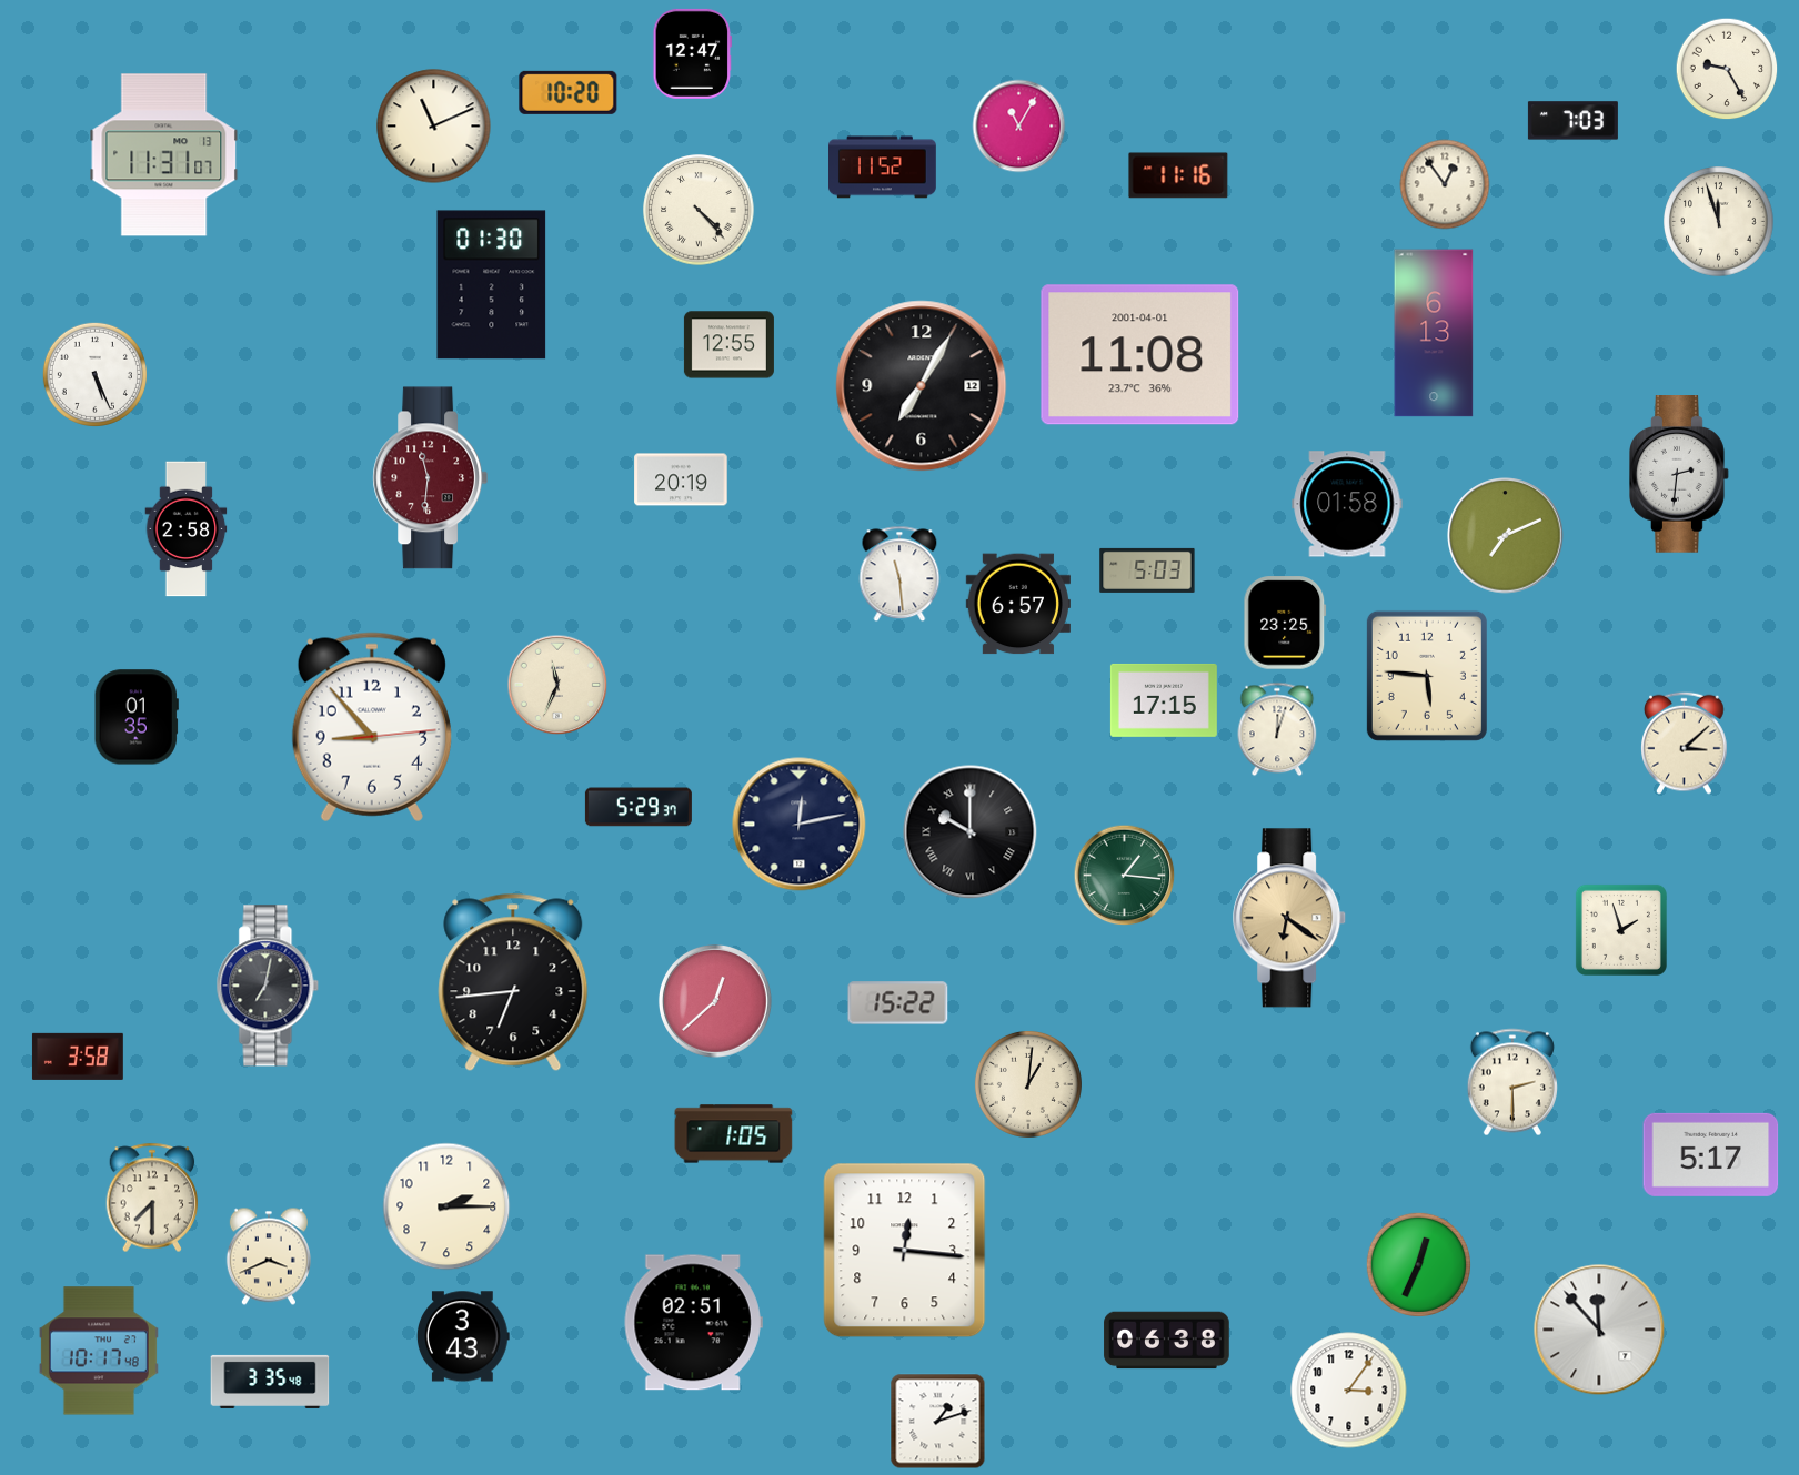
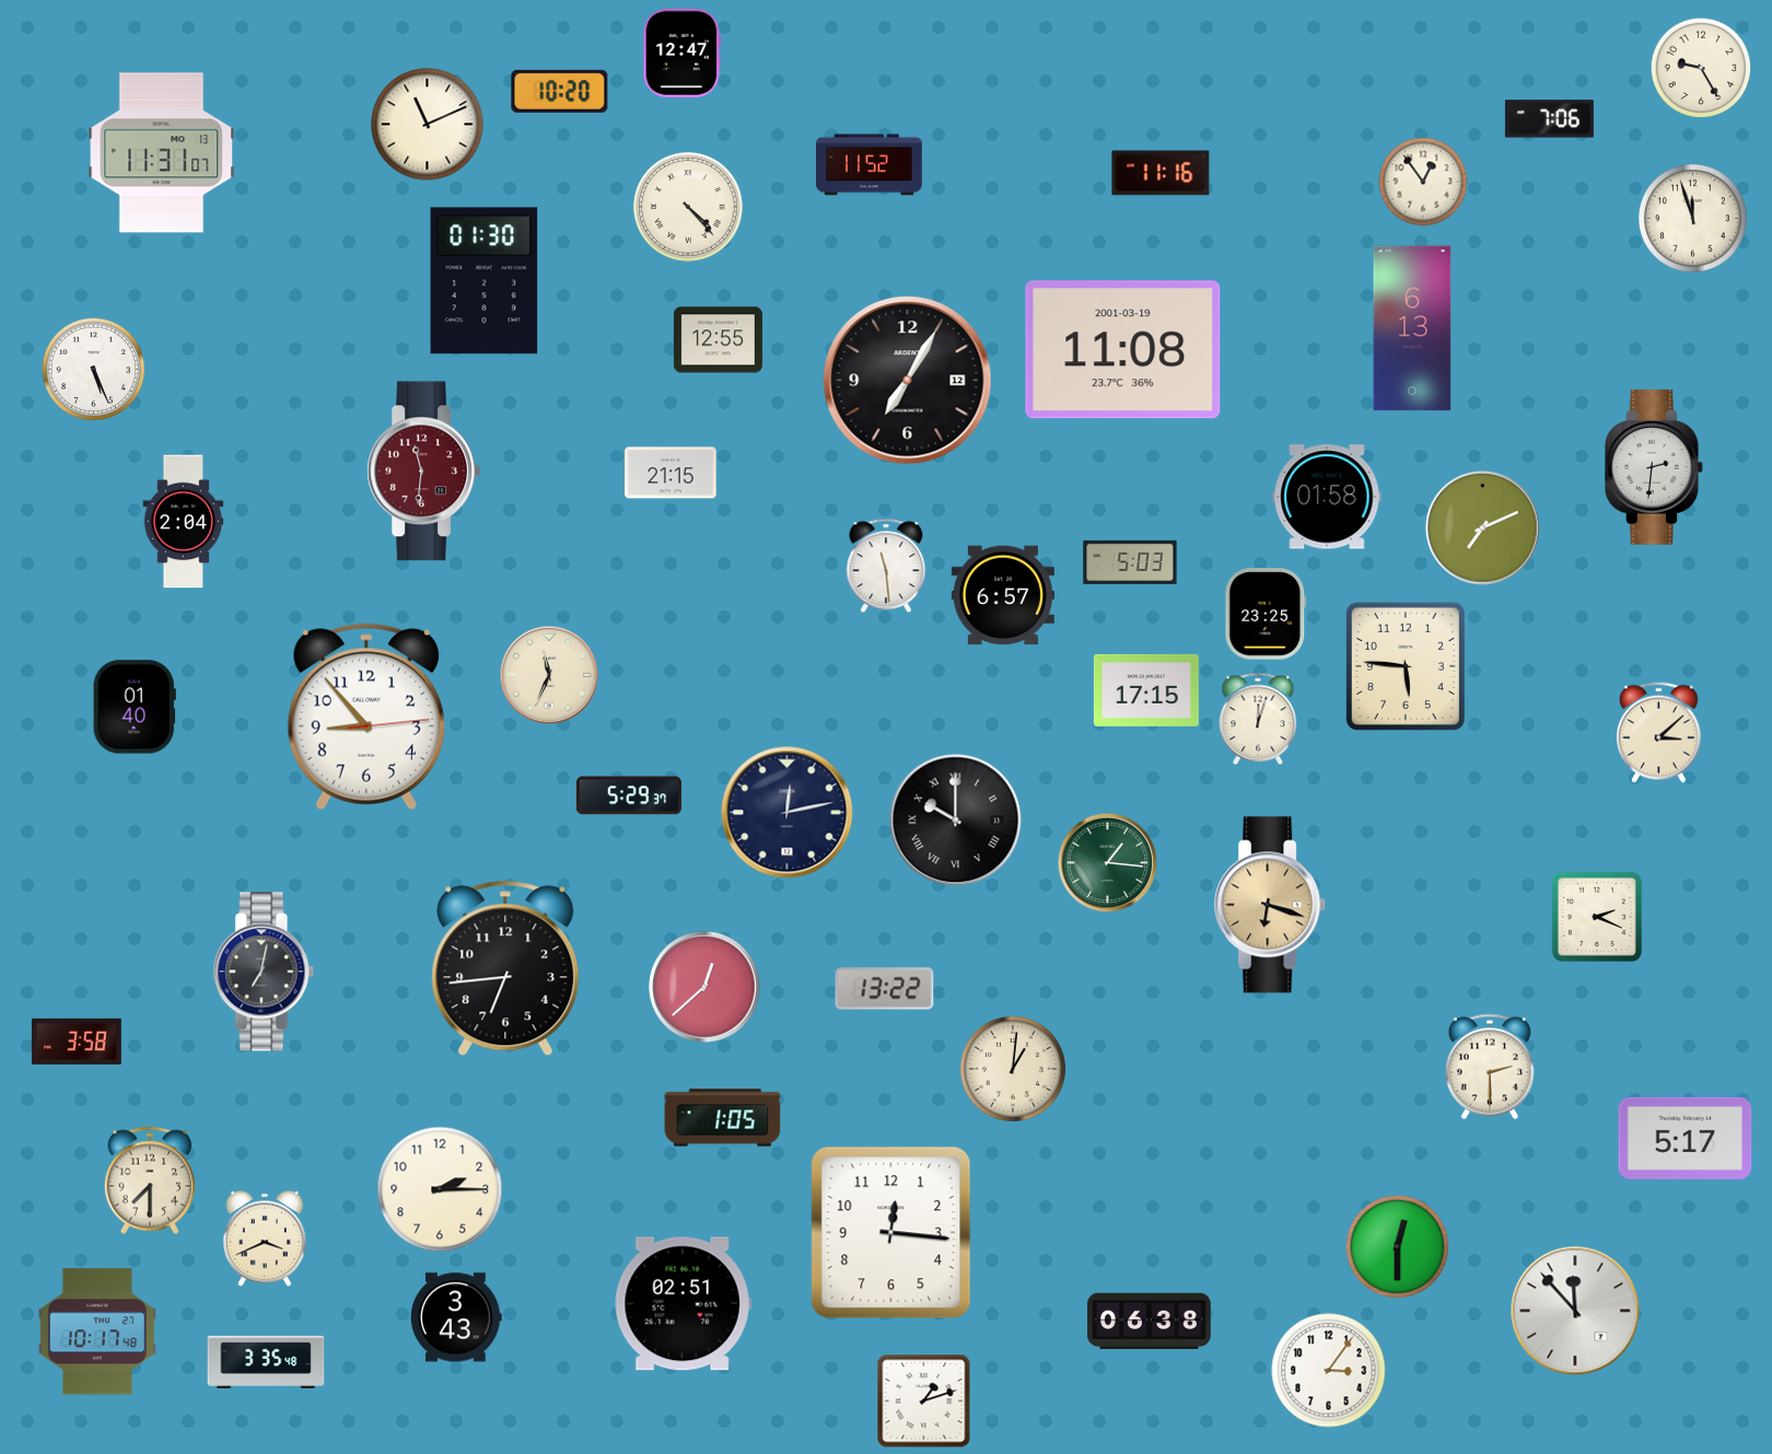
clock at (1572, 121): 7:03 -> 7:06
clock at (1019, 127): 11:05 -> none
clock at (1140, 355) date: 2001-04-01 -> 2001-03-19
clock at (681, 479): 20:19 -> 21:15
clock at (187, 529): 2:58 -> 2:04
clock at (137, 717): 01:35 -> 01:40
clock at (1290, 918): 6:21 -> 6:18
clock at (1621, 930): 1:57 -> 2:19
clock at (898, 1003): 15:22 -> 13:22
clock at (1418, 1264): 12:34 -> 12:30
